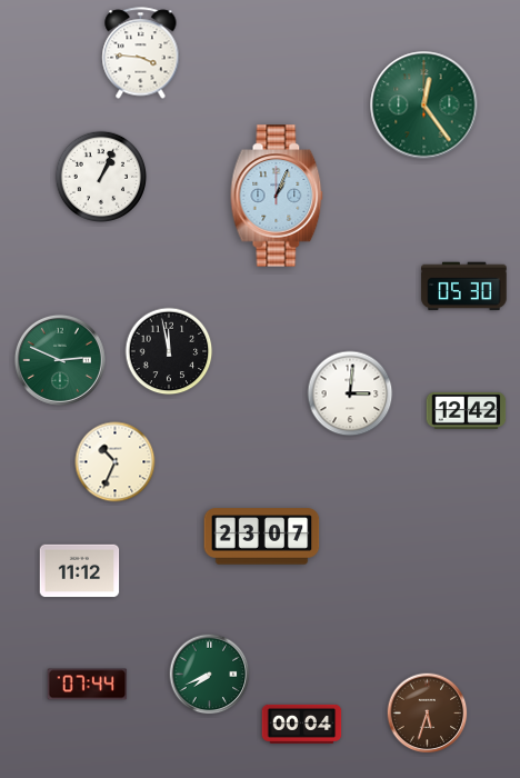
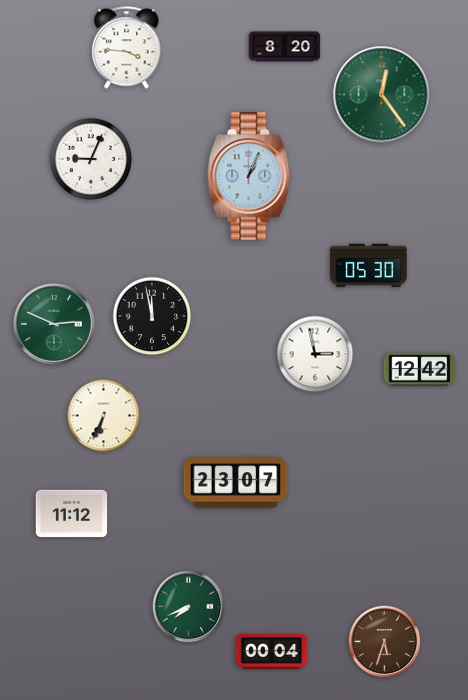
clock at (285, 47): none -> 8:20
clock at (100, 176): 1:04 -> 9:04
clock at (464, 287) position: (464, 287) -> (369, 266)
clock at (350, 393): 3:01 -> 2:58
clock at (116, 462): 10:34 -> 6:34
clock at (88, 685): 07:44 -> none
